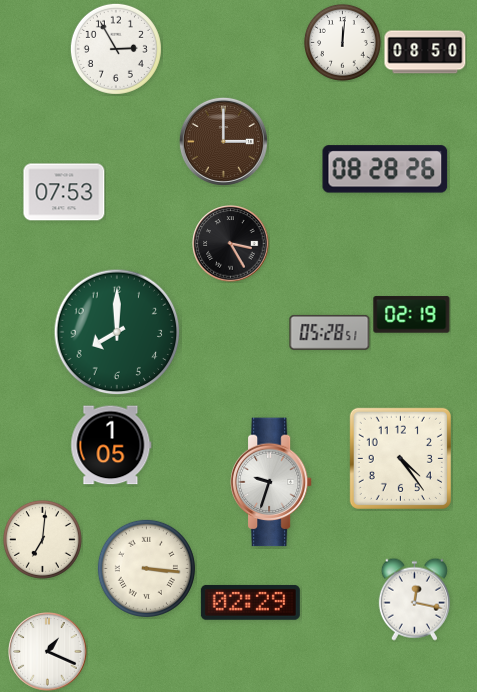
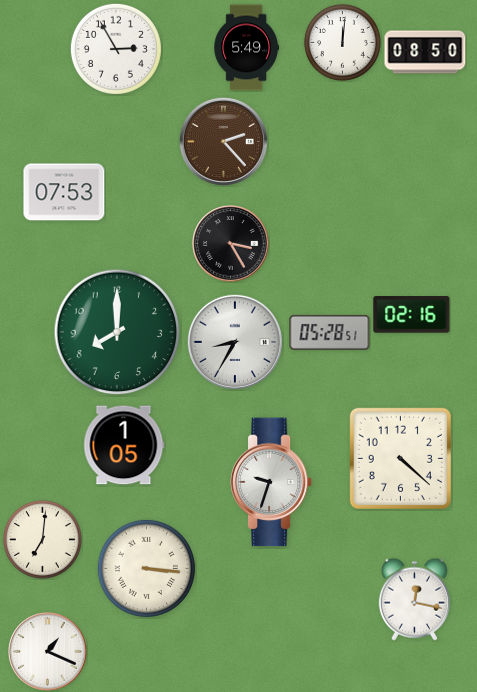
clock at (247, 48): none -> 5:49
clock at (223, 141): 3:00 -> 2:23
clock at (385, 169): 08:28 -> none
clock at (412, 315): 02:19 -> 02:16
clock at (234, 341): none -> 8:35
clock at (111, 445) position: (111, 445) -> (124, 445)
clock at (400, 458): 4:24 -> 4:22
clock at (250, 602): 02:29 -> none
